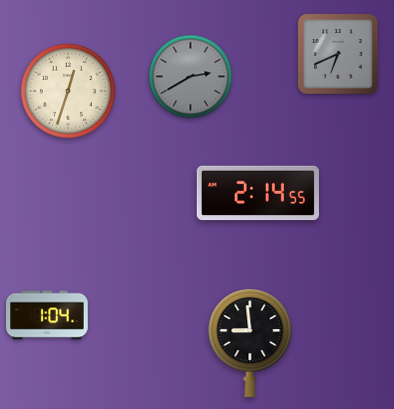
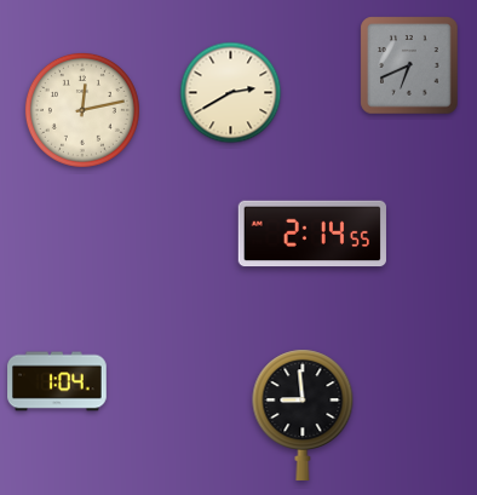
clock at (191, 77) dial: grey -> cream
clock at (68, 91): 12:33 -> 12:13
